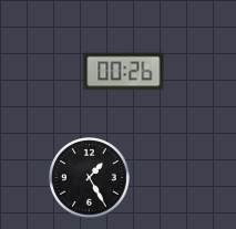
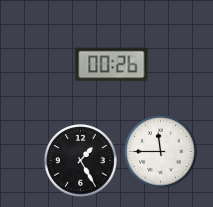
clock at (161, 152): none -> 11:45
